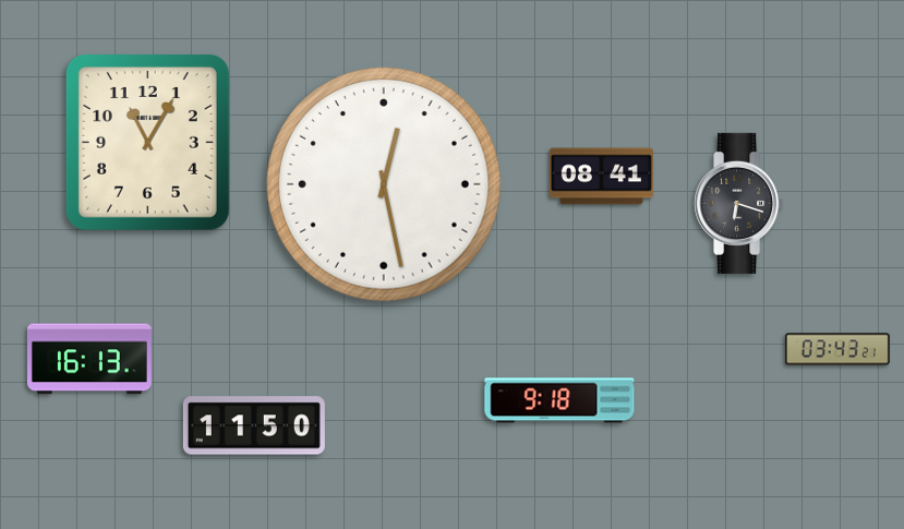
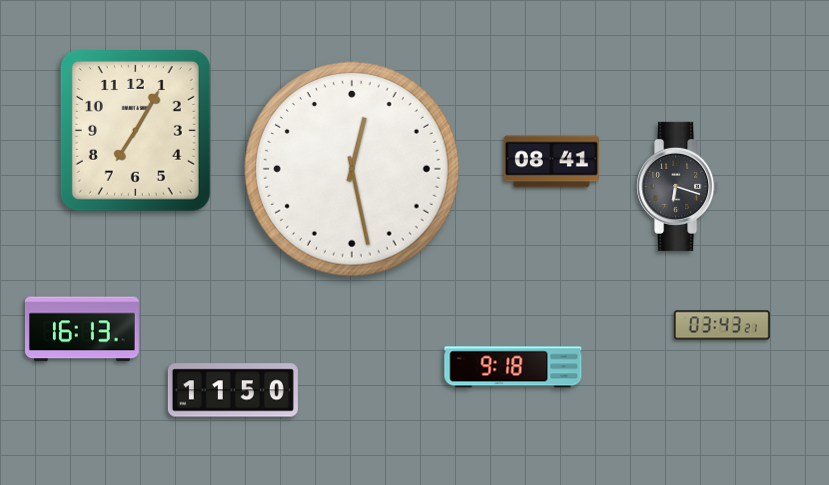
clock at (147, 142): 11:05 -> 7:05
clock at (837, 349) position: (837, 349) -> (722, 325)
